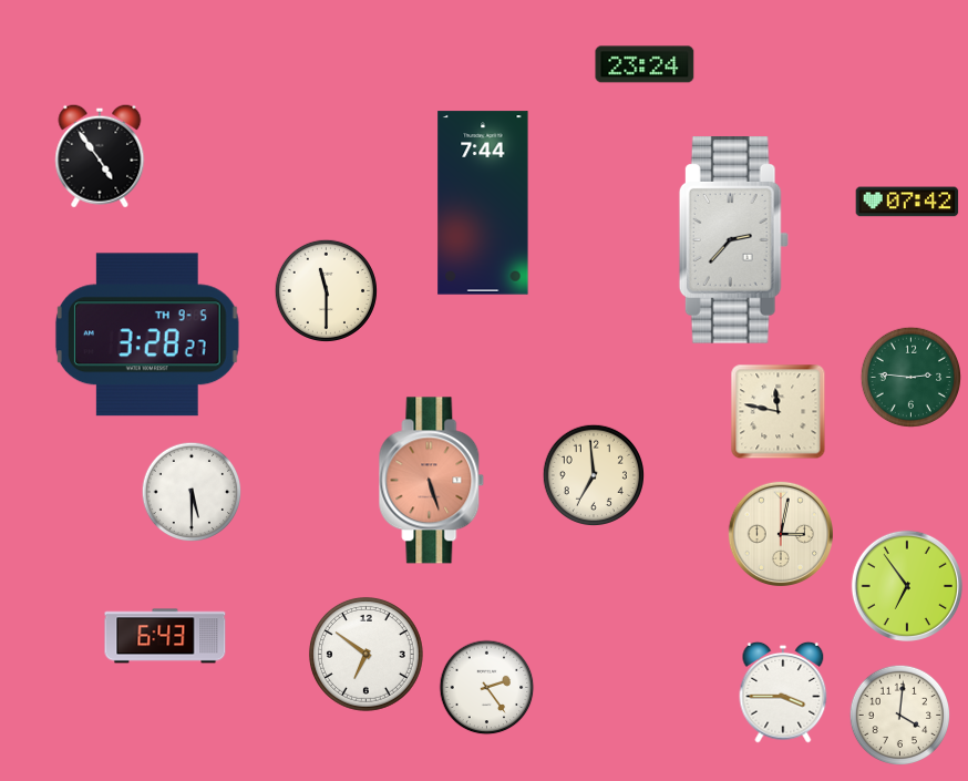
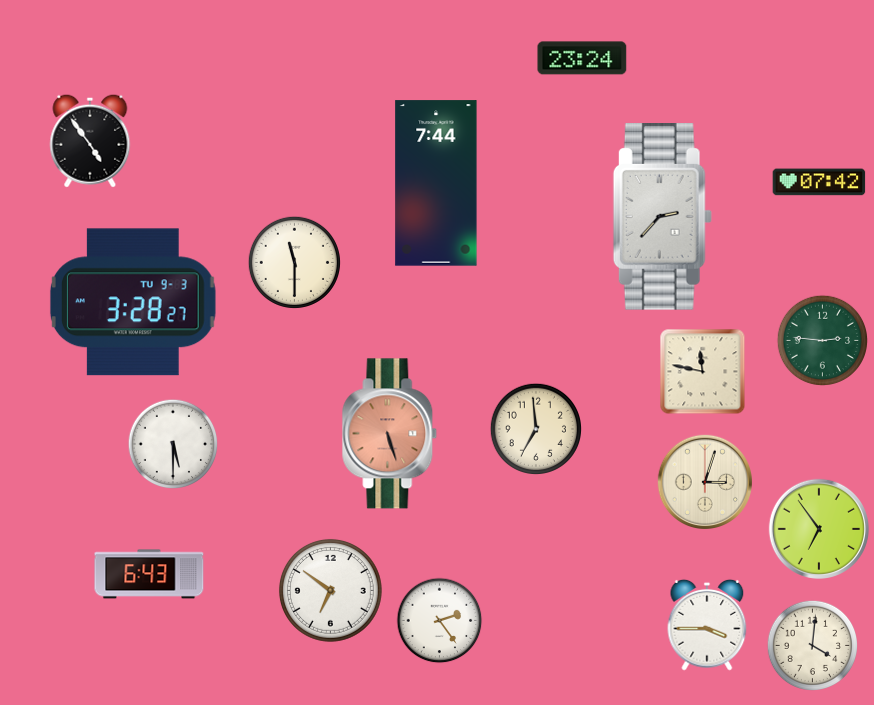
clock at (147, 335) date: TH 9-5 -> TU 9-3
clock at (780, 533): 3:02 -> 3:03
